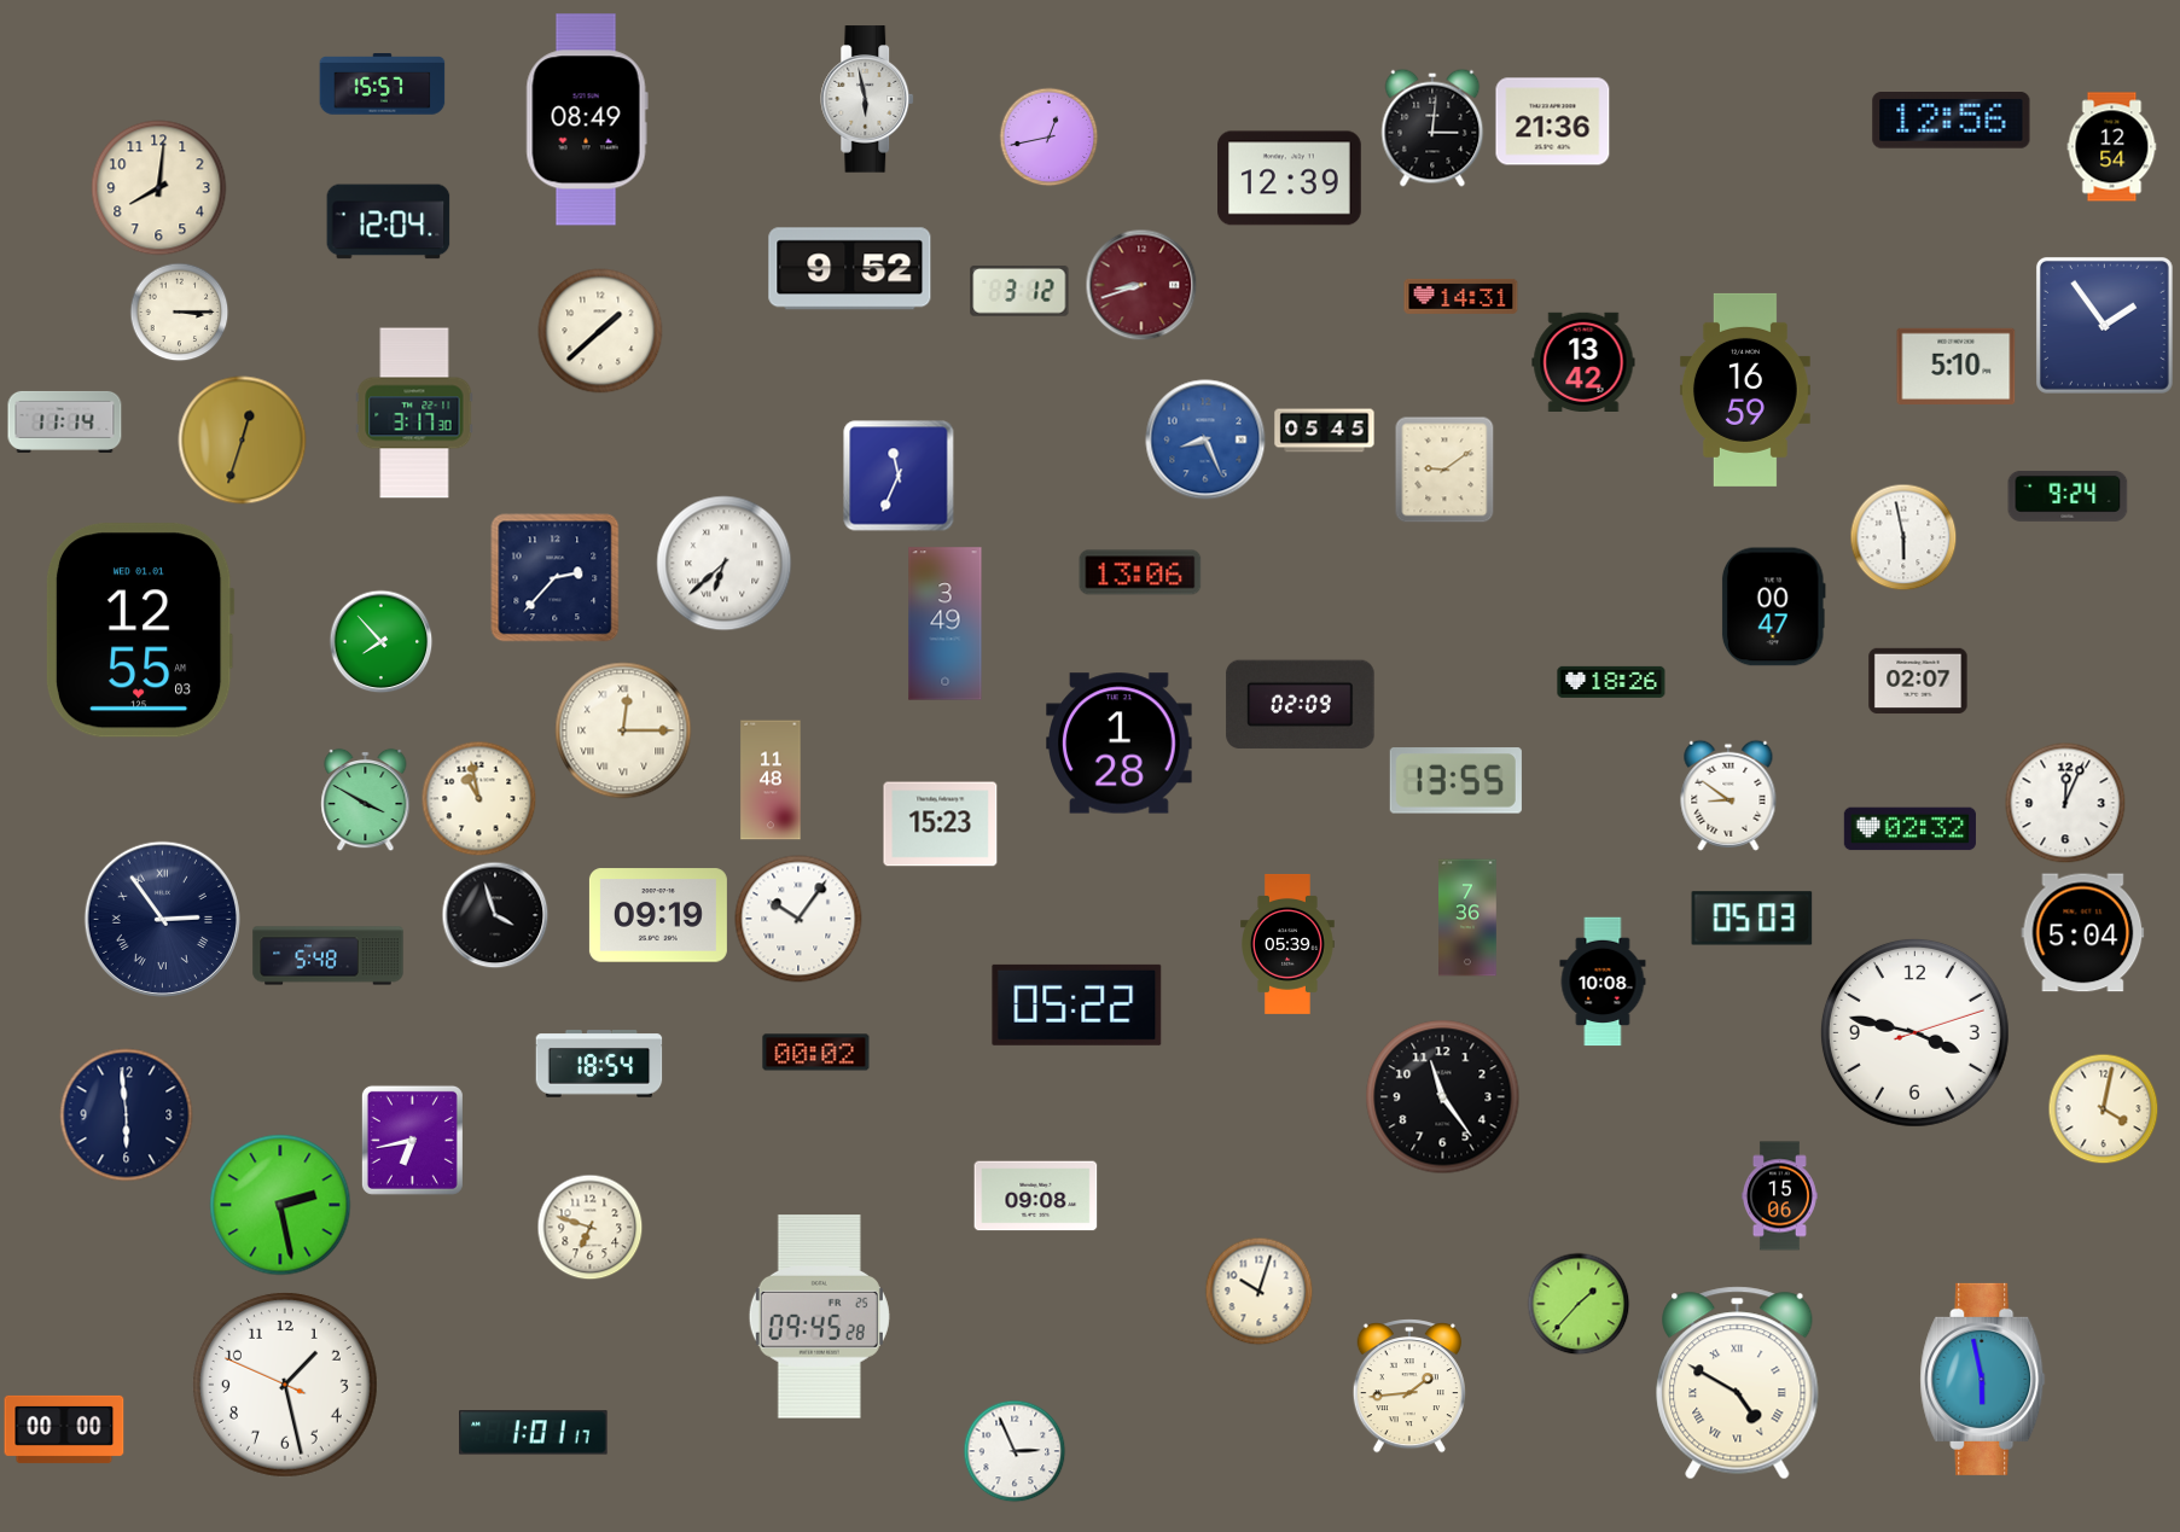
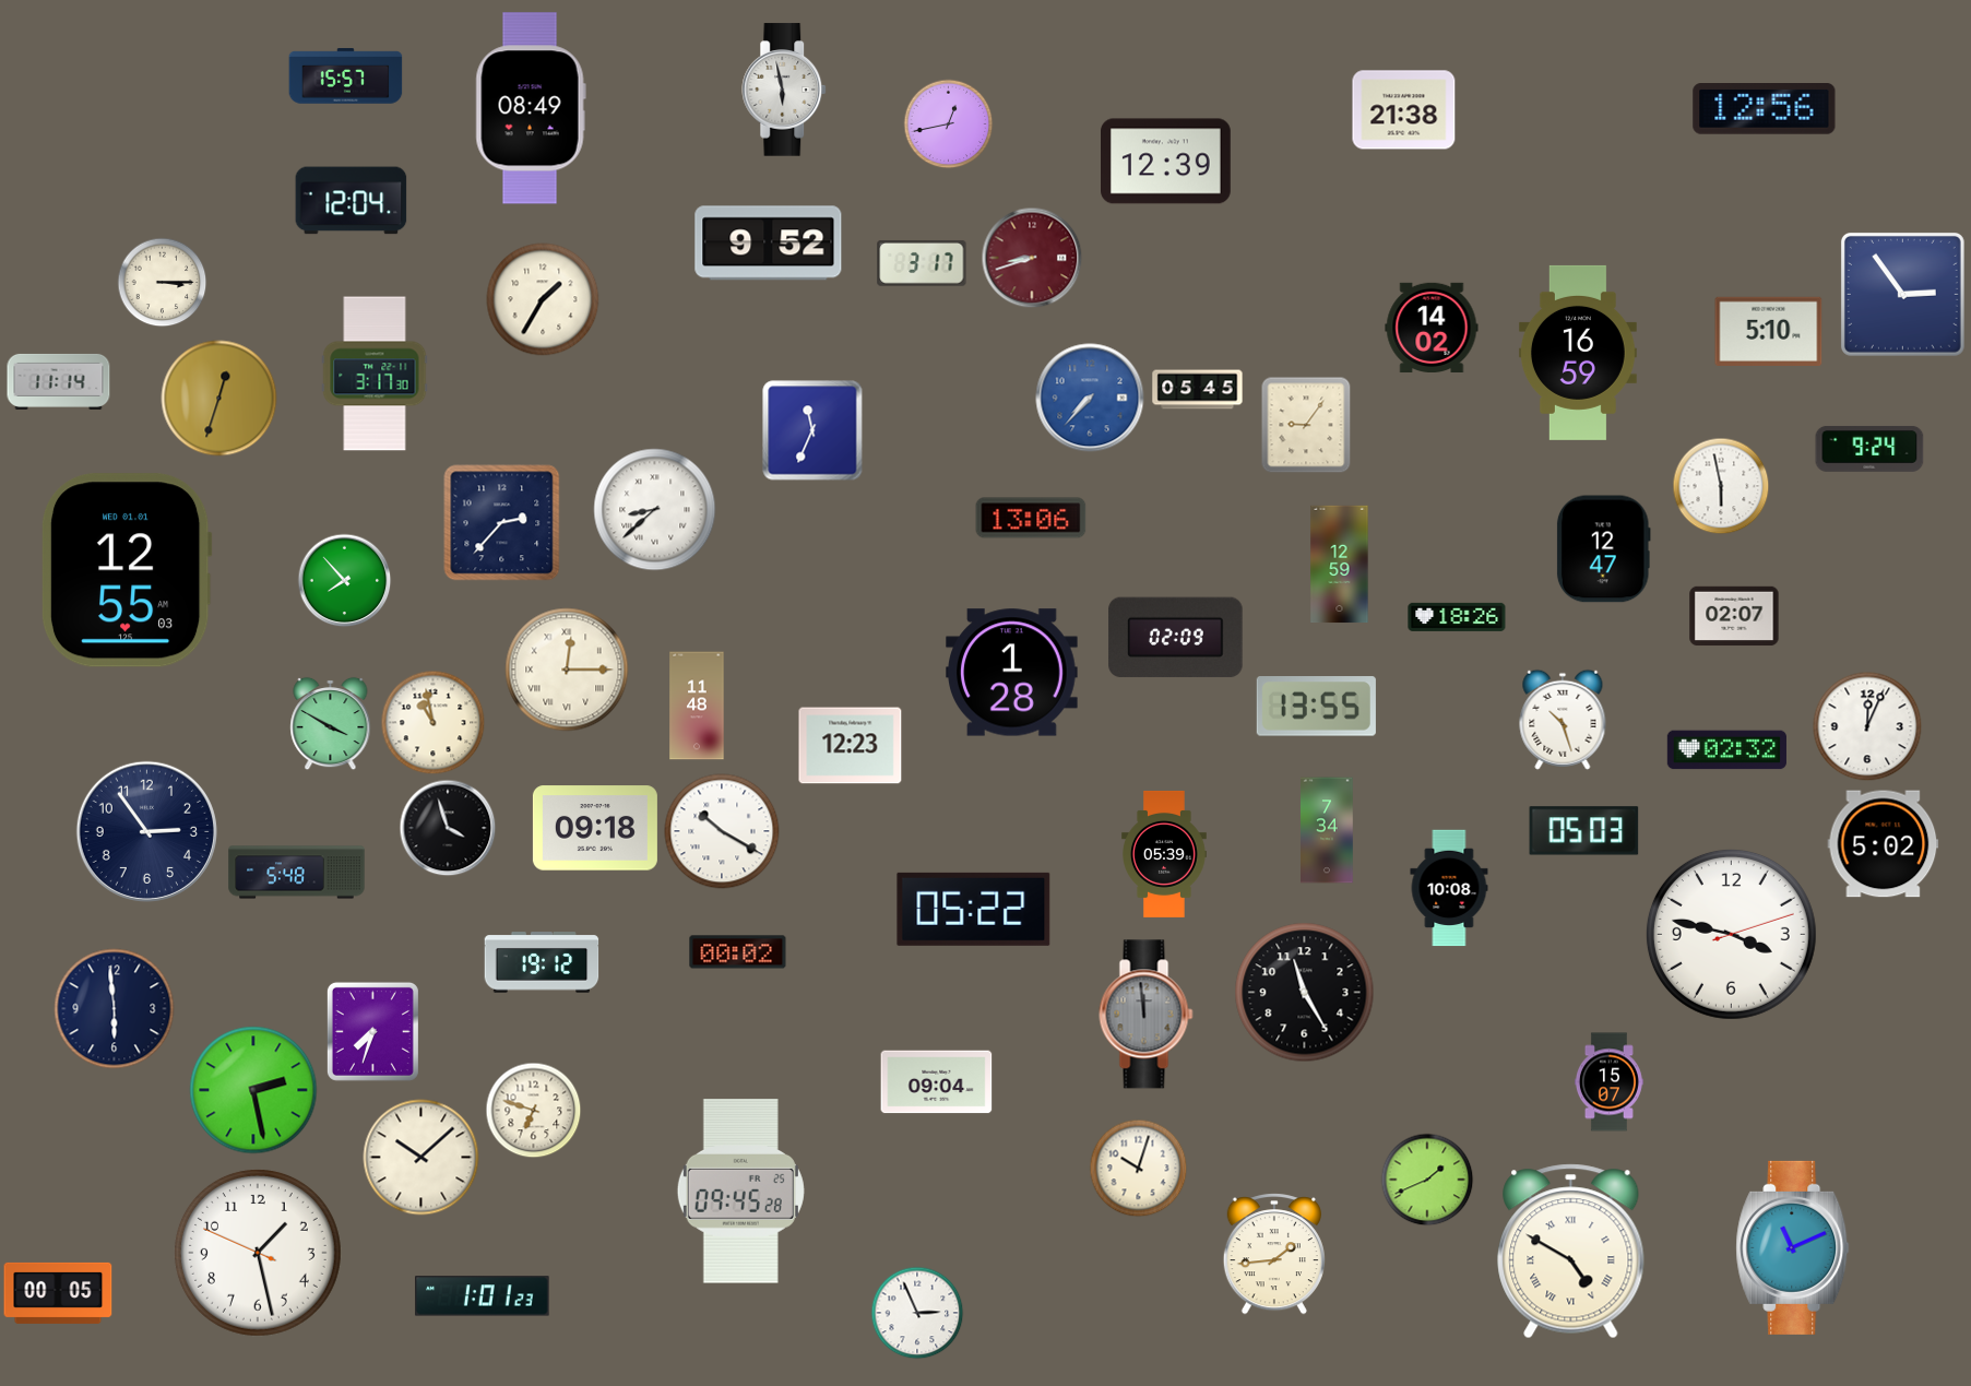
clock at (1553, 122): 21:36 -> 21:38
clock at (1432, 128): 3:01 -> none
clock at (2112, 147): 12:54 -> none
clock at (159, 188): 8:01 -> none
clock at (1019, 291): 3:12 -> 3:17
clock at (1461, 296): 14:31 -> none
clock at (2104, 325): 1:54 -> 2:54
clock at (600, 331): 1:38 -> 1:35
clock at (1583, 361): 13:42 -> 14:02
clock at (1205, 439): 8:26 -> 7:37
clock at (1444, 470): 9:09 -> 9:06
clock at (725, 564): 6:38 -> 8:38
clock at (1773, 607): 00:47 -> 12:47
clock at (946, 624): 3:49 -> none
clock at (1340, 565): none -> 12:59
clock at (623, 730) position: (623, 730) -> (567, 670)
clock at (1728, 796): 8:51 -> 10:27
clock at (941, 825): 15:23 -> 12:23
clock at (658, 915): 09:19 -> 09:18
clock at (1467, 918): 7:36 -> 7:34
clock at (162, 919) numerals: Roman -> Arabic
clock at (798, 919): 10:06 -> 10:20
clock at (2083, 933): 5:04 -> 5:02
clock at (329, 956) position: (329, 956) -> (297, 873)
clock at (599, 1064): 18:54 -> 19:12
clock at (1443, 1097): 11:24 -> 11:25
clock at (2103, 1108): 4:02 -> none
clock at (1147, 1015): none -> 11:59
clock at (412, 1140): 6:43 -> 7:33
clock at (1036, 1196): 09:08 -> 09:04
clock at (1779, 1196): 15:06 -> 15:07
clock at (421, 1158): none -> 10:08
clock at (1579, 1304): 1:37 -> 1:41
clock at (1983, 1379): 5:58 -> 11:11
clock at (64, 1429): 00:00 -> 00:05
clock at (534, 1433): 1:01:17 -> 1:01:23
